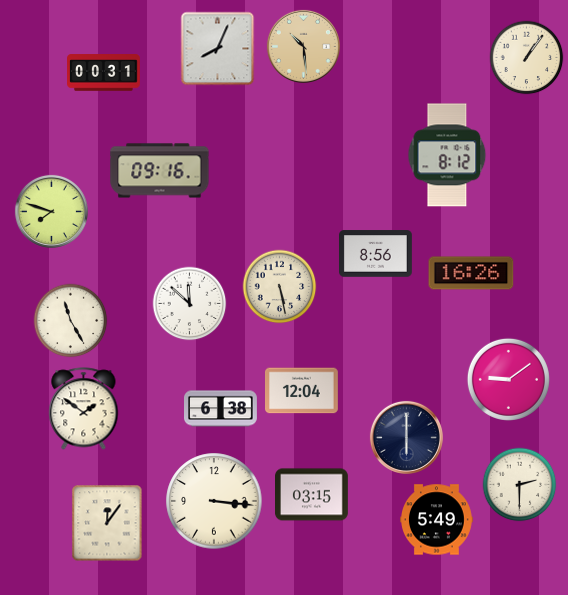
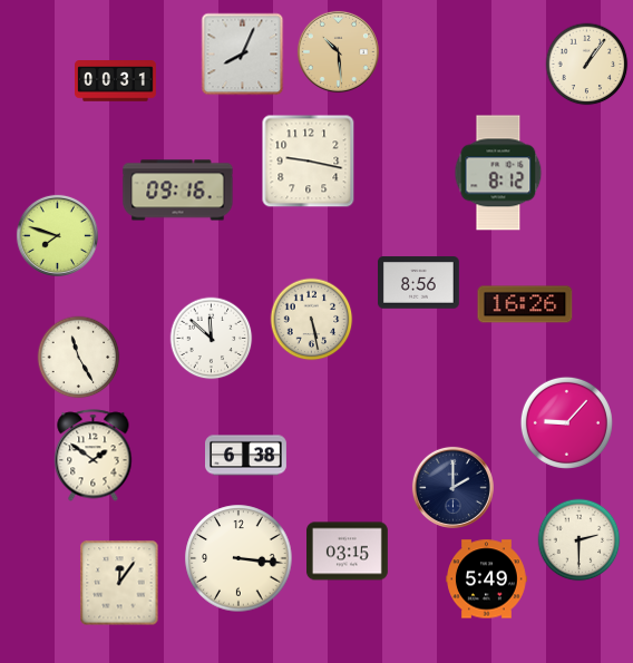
clock at (309, 162): none -> 9:17
clock at (508, 379): 9:09 -> 9:07
clock at (302, 391): 12:04 -> none
clock at (406, 437): 6:00 -> 2:00
